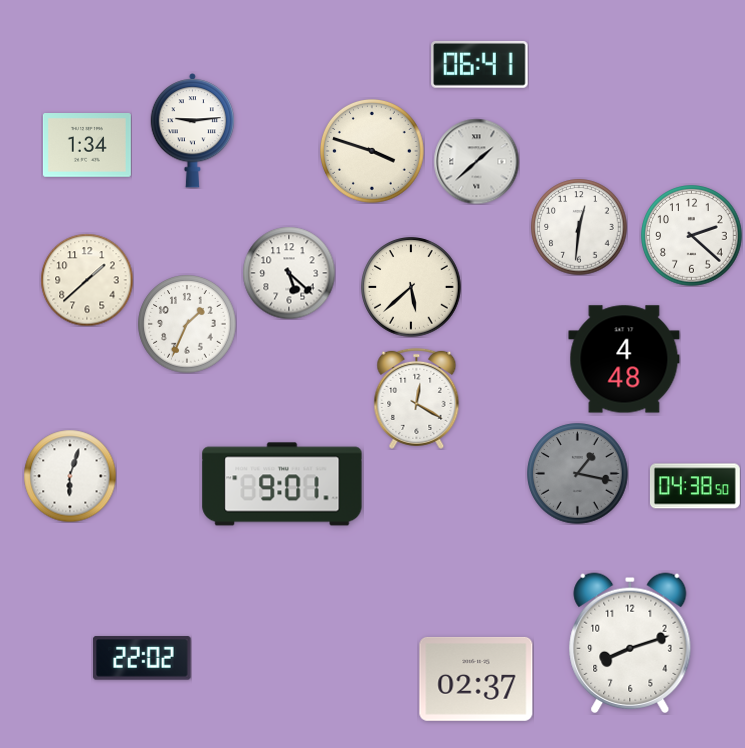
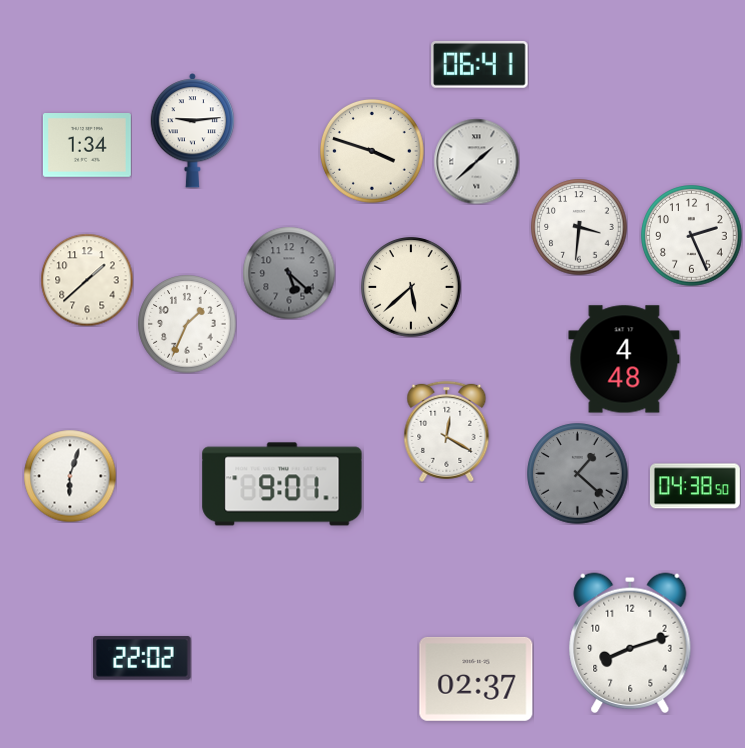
clock at (579, 227): 12:31 -> 3:31
clock at (692, 236): 2:22 -> 2:26
clock at (289, 273) dial: white -> grey
clock at (417, 398) position: (417, 398) -> (447, 431)
clock at (578, 474): 1:17 -> 1:22
